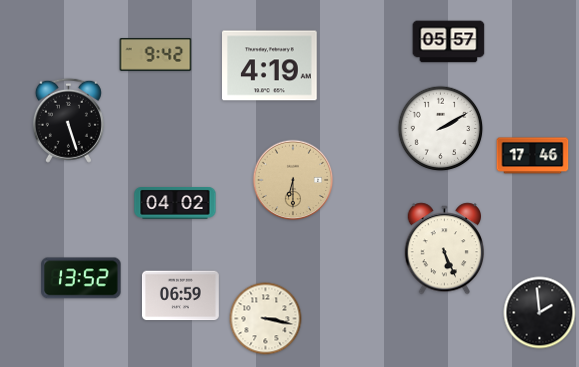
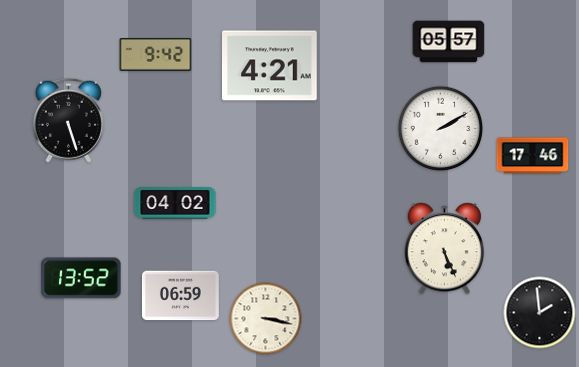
clock at (270, 66): 4:19 -> 4:21
clock at (293, 180): 6:30 -> none
